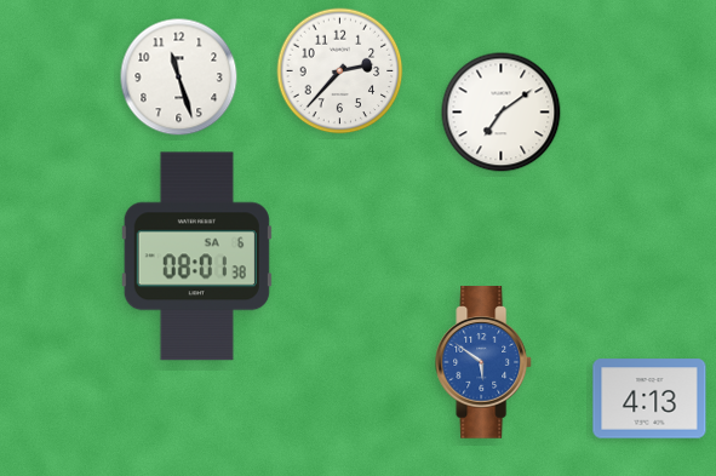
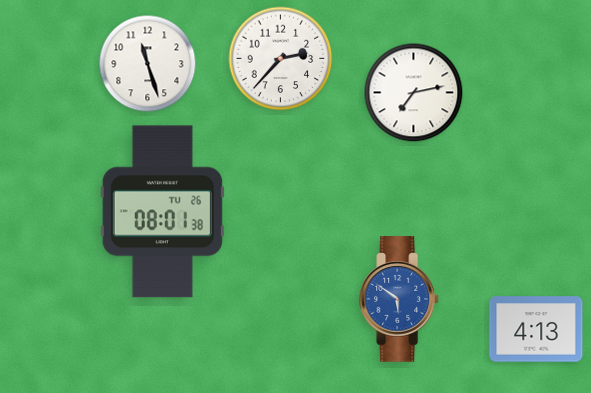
clock at (502, 113): 7:09 -> 7:13
clock at (196, 257) date: SA 6 -> TU 26
